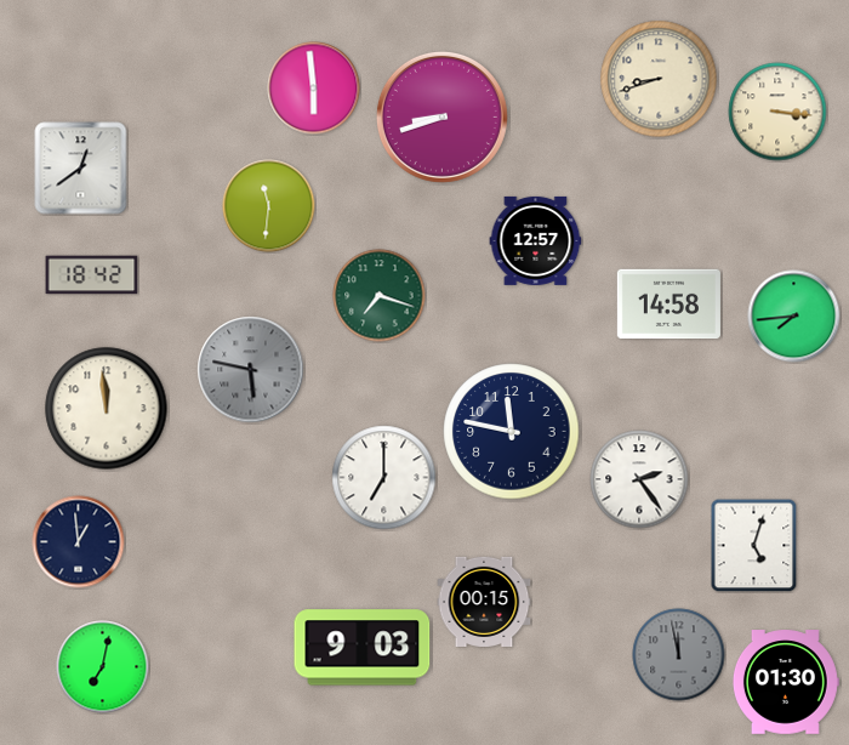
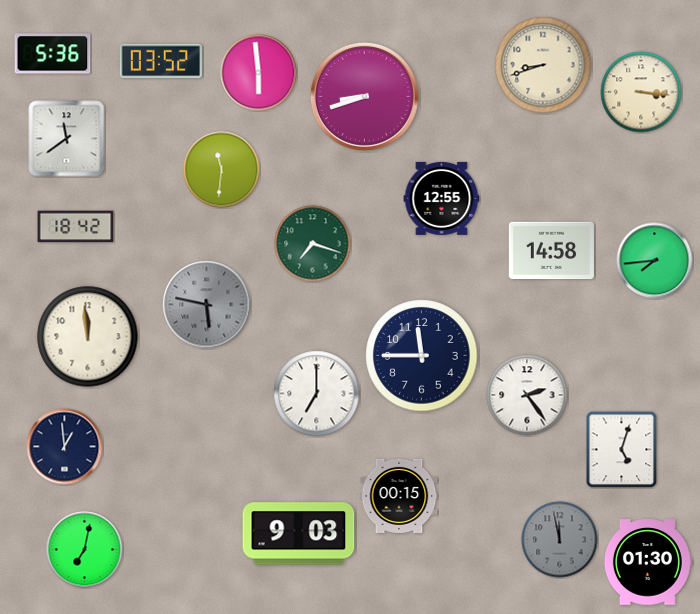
clock at (53, 54): none -> 5:36
clock at (161, 61): none -> 03:52
clock at (81, 169): 12:39 -> 11:39
clock at (536, 240): 12:57 -> 12:55
clock at (512, 432): 11:47 -> 11:45
